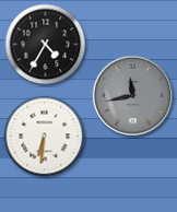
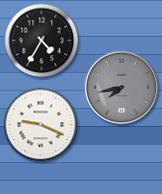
clock at (132, 95): 11:43 -> 7:43
clock at (45, 137): 6:31 -> 9:19
